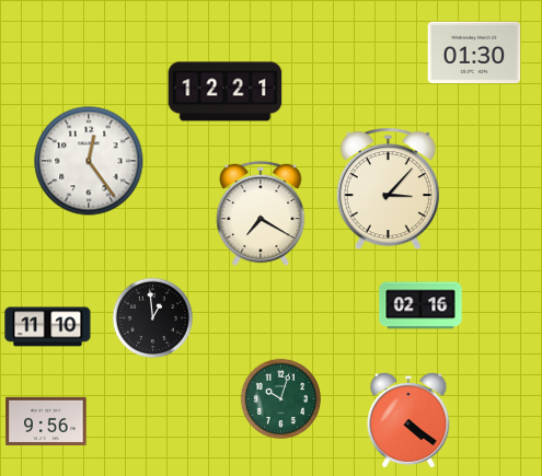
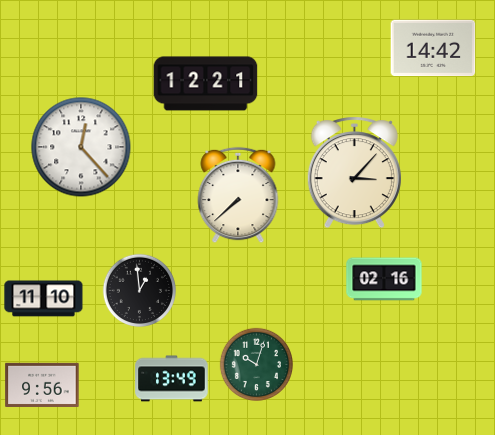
clock at (474, 53): 01:30 -> 14:42
clock at (89, 161): 12:24 -> 12:23
clock at (261, 213): 7:20 -> 7:38
clock at (172, 379): none -> 13:49
clock at (408, 420): 4:21 -> none
